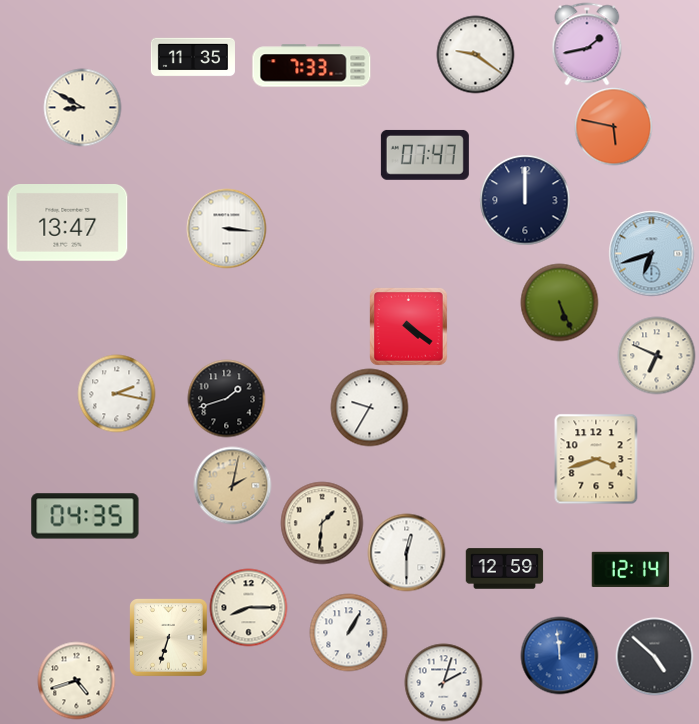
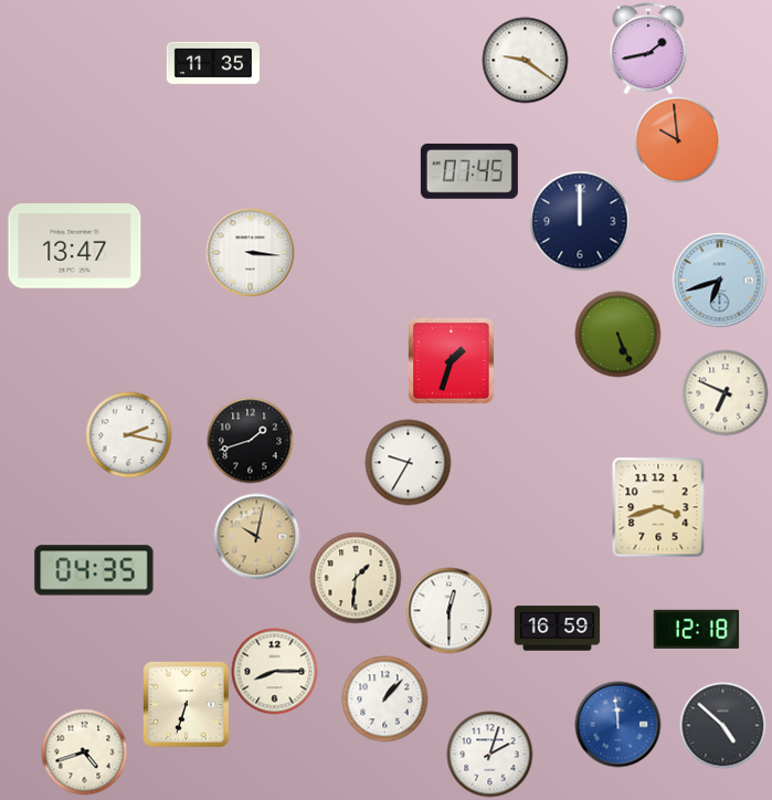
clock at (312, 66): 7:33 -> none
clock at (82, 107): 8:50 -> none
clock at (613, 126): 5:47 -> 9:59
clock at (425, 155): 07:47 -> 07:45
clock at (409, 327): 4:21 -> 1:33
clock at (369, 407) position: (369, 407) -> (408, 462)
clock at (232, 485): 2:02 -> 10:02
clock at (504, 569): 12:59 -> 16:59
clock at (630, 569): 12:14 -> 12:18
clock at (348, 632): 1:05 -> 1:07
